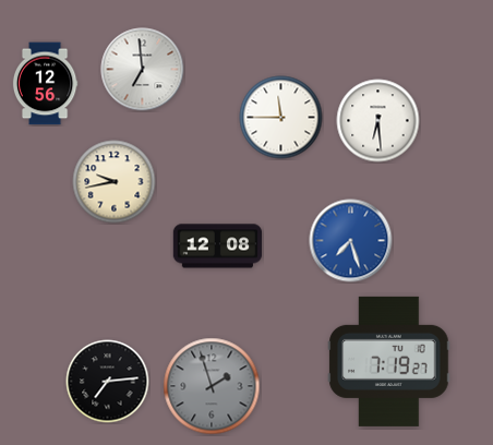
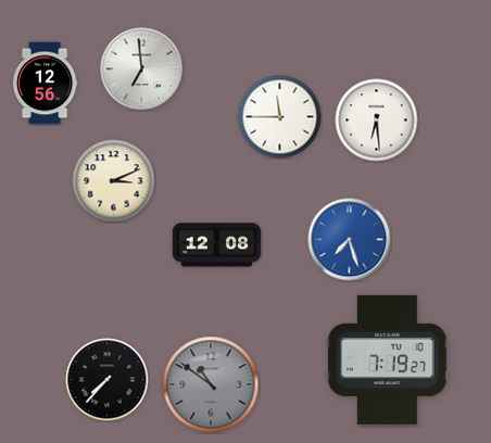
clock at (115, 182): 9:43 -> 3:11
clock at (108, 382): 7:14 -> 7:37
clock at (212, 386): 1:57 -> 10:51
